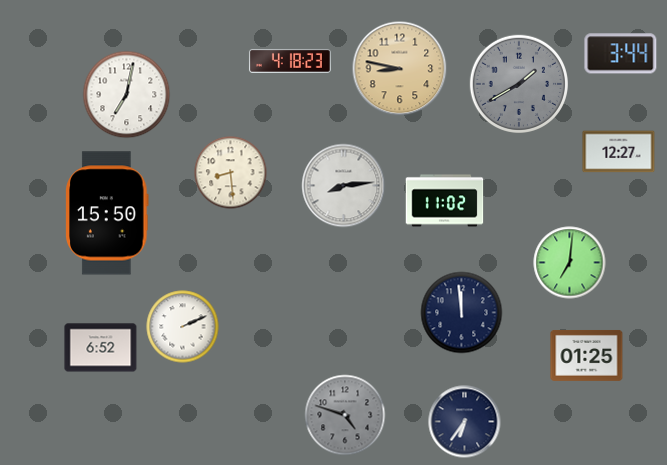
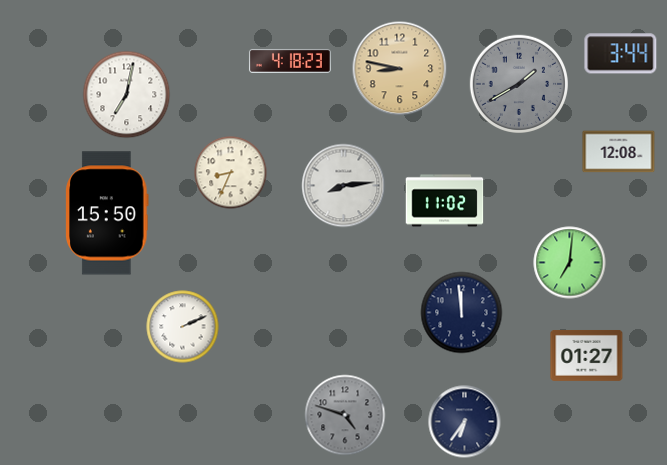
clock at (619, 152): 12:27 -> 12:08
clock at (231, 173): 8:29 -> 8:34
clock at (101, 348): 6:52 -> none
clock at (587, 355): 01:25 -> 01:27
